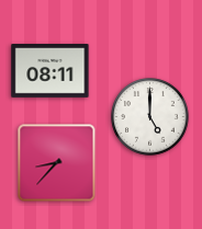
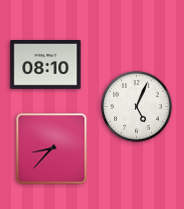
clock at (50, 71): 08:11 -> 08:10
clock at (150, 117): 5:00 -> 5:04
